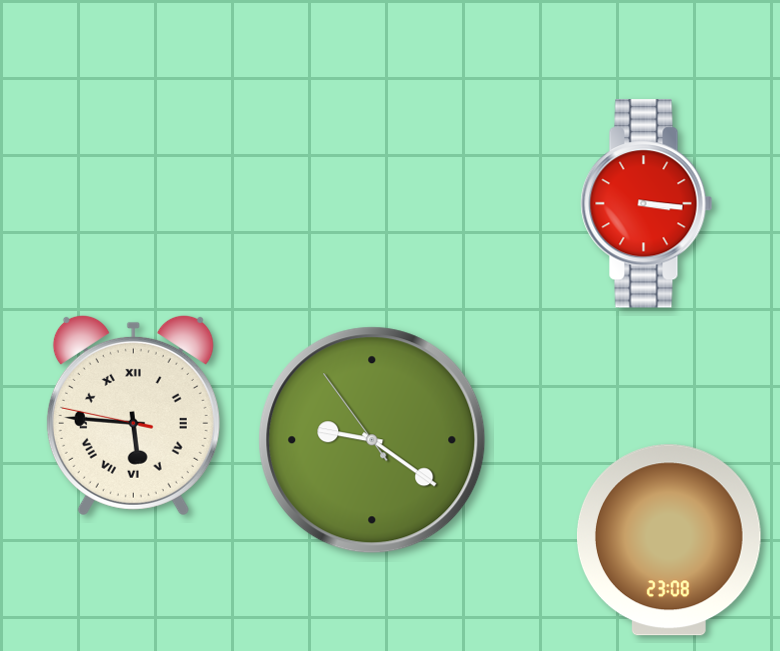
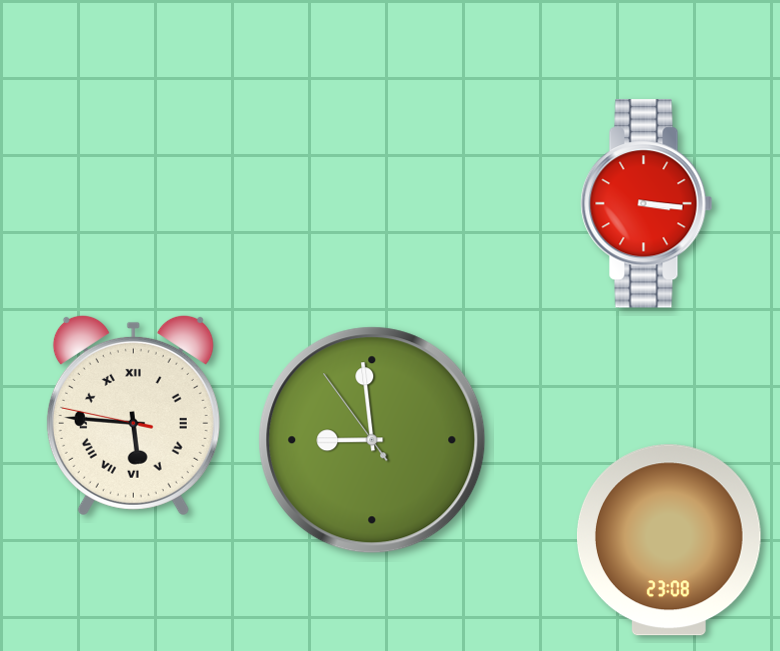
clock at (372, 440): 9:20 -> 8:58
